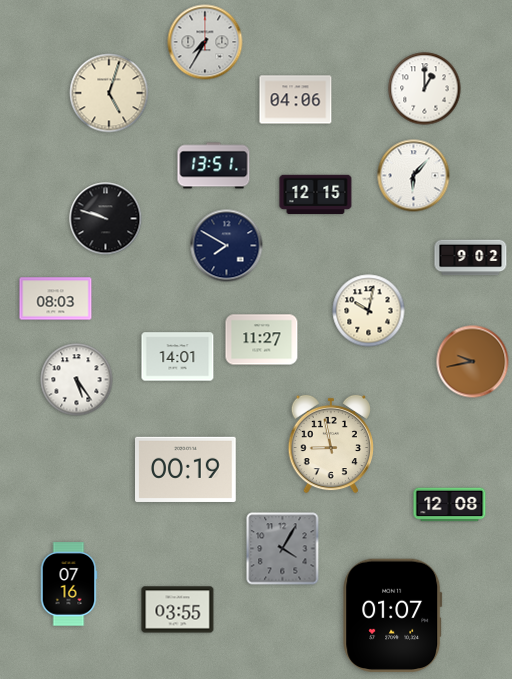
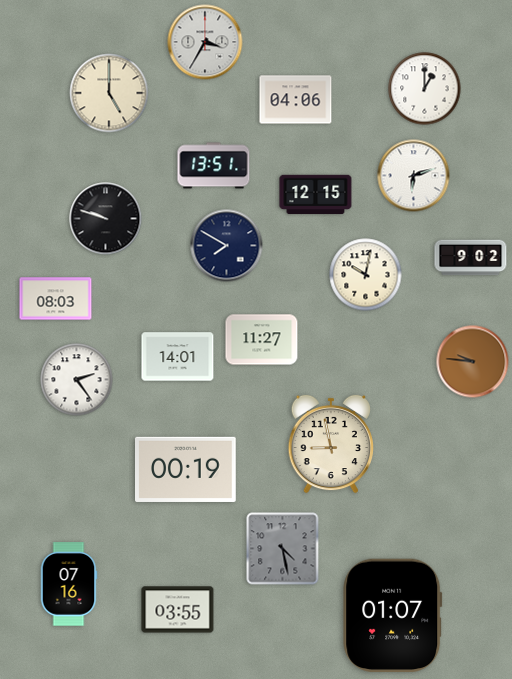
clock at (205, 42): 7:35 -> 3:35
clock at (109, 93): 5:03 -> 5:00
clock at (414, 176): 6:07 -> 6:12
clock at (369, 311) position: (369, 311) -> (366, 275)
clock at (473, 362): 9:43 -> 9:46
clock at (77, 380): 5:24 -> 2:24
clock at (450, 505): 12:08 -> none
clock at (283, 549): 4:05 -> 4:28
